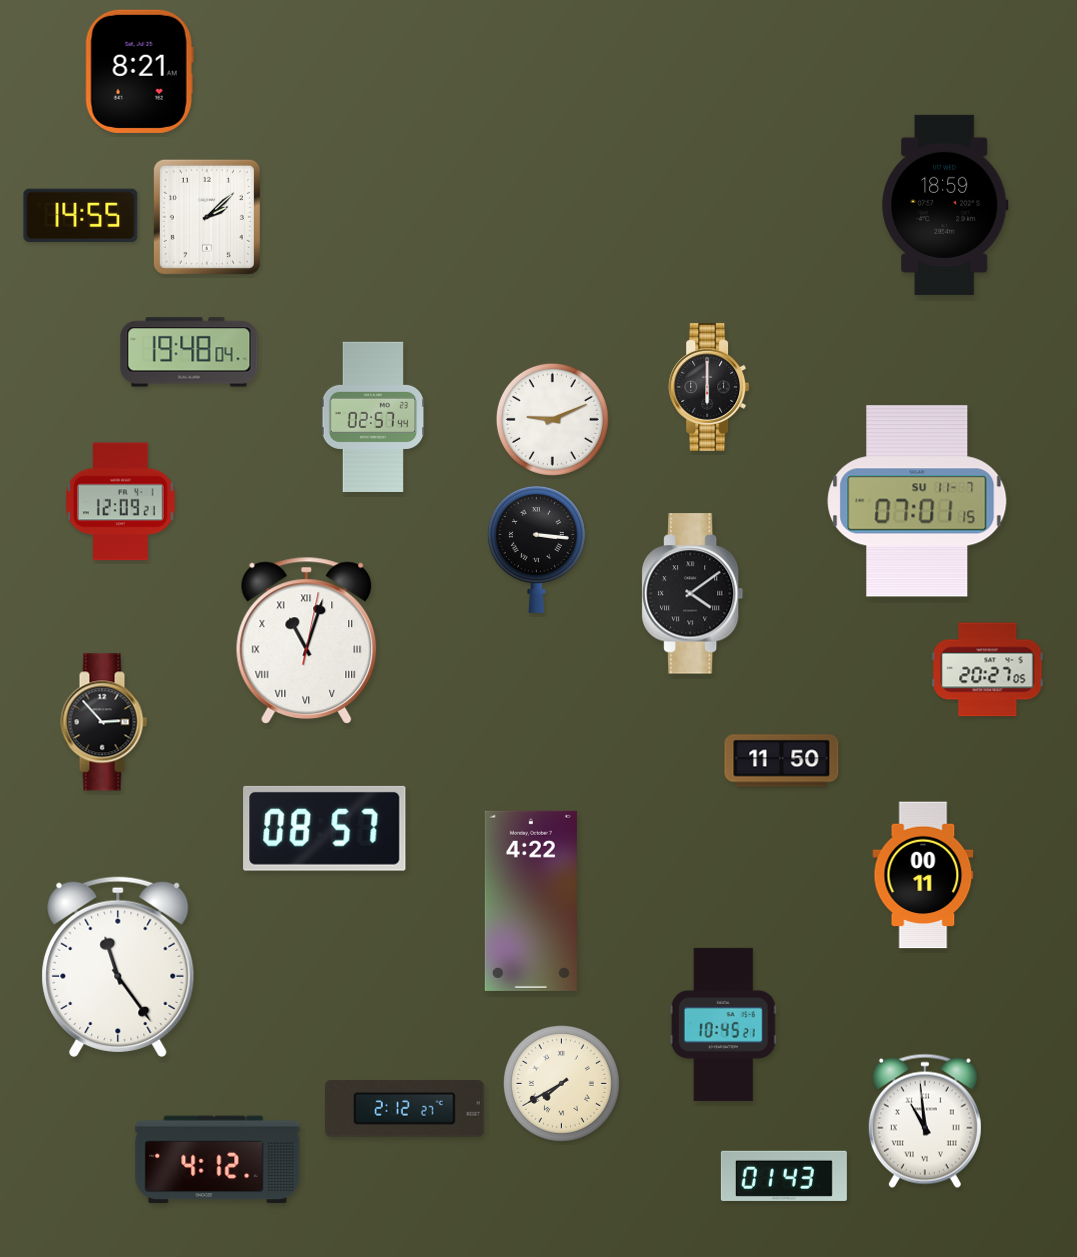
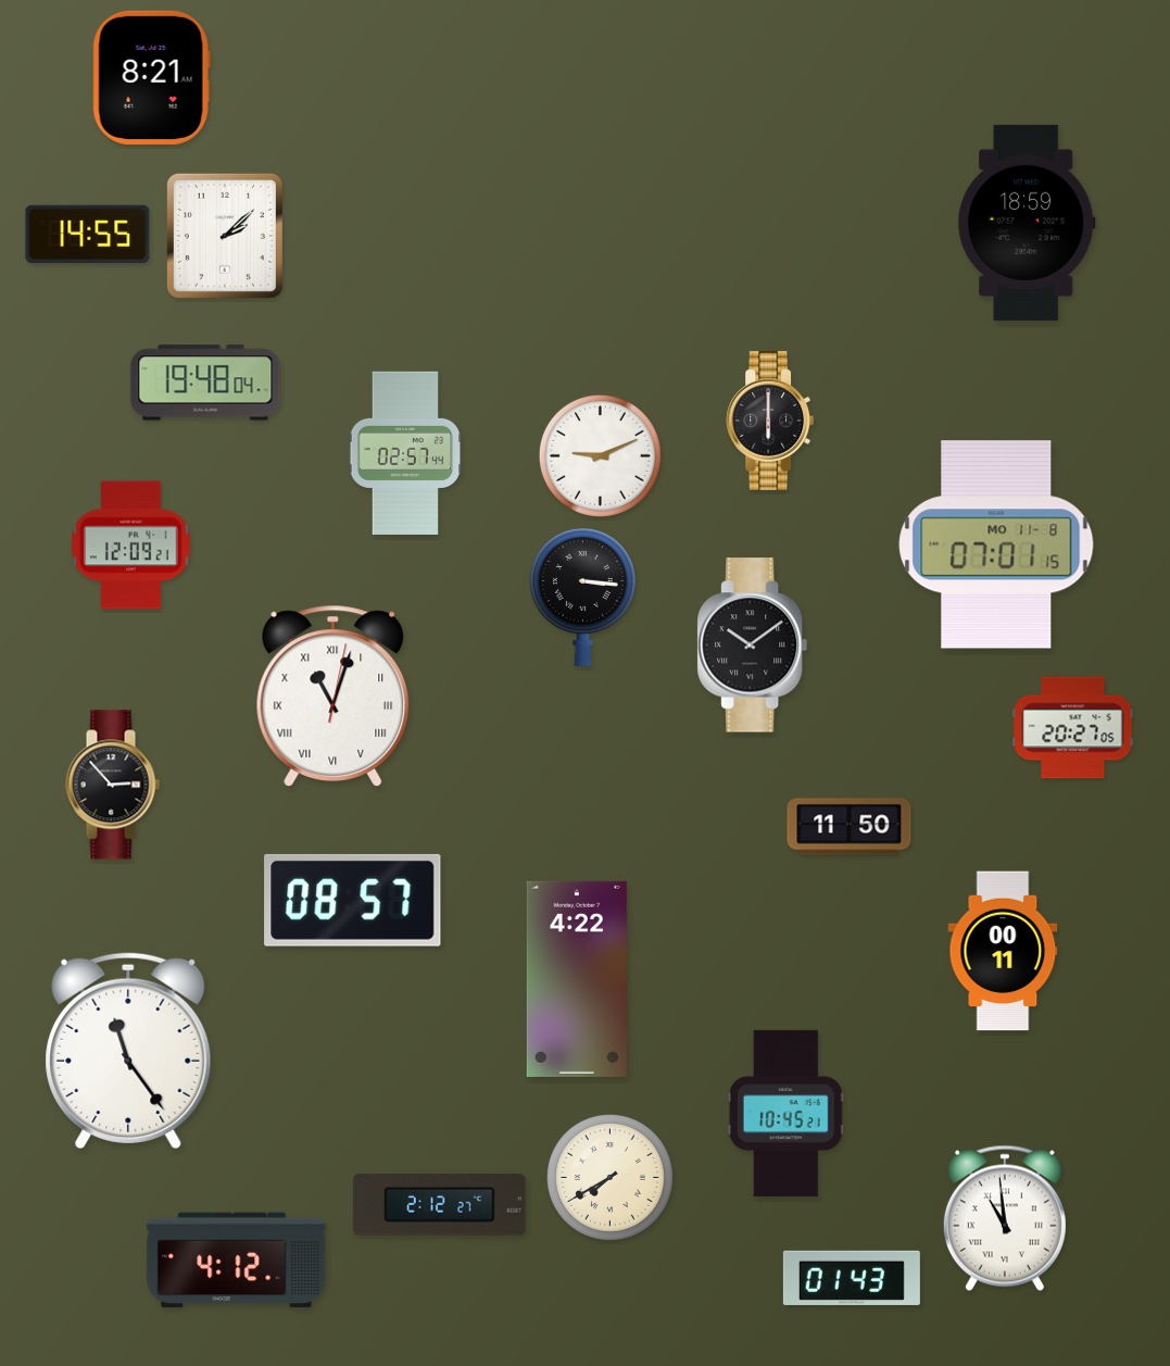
clock at (917, 501) date: SU 11-7 -> MO 11-8
clock at (693, 594): 4:09 -> 10:09
